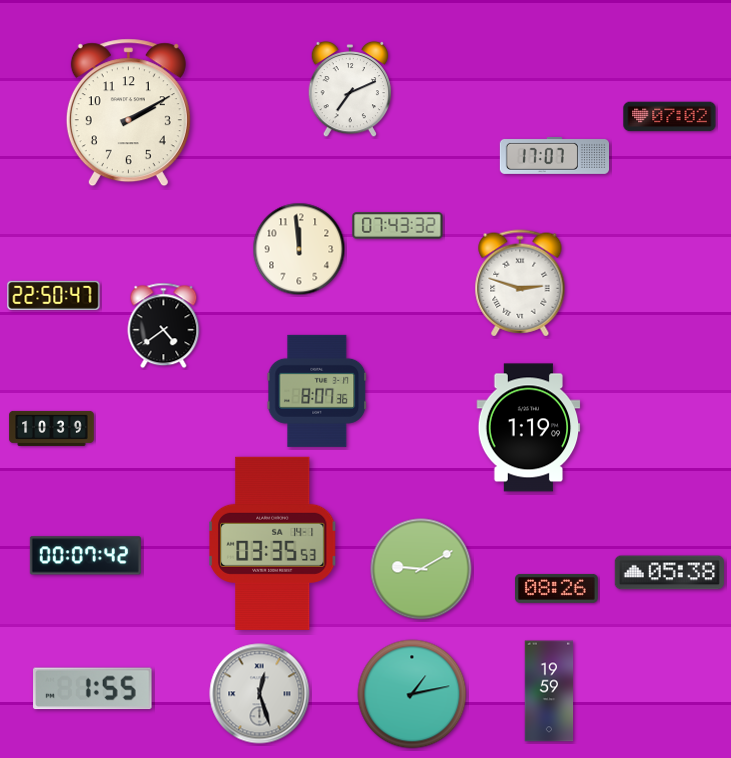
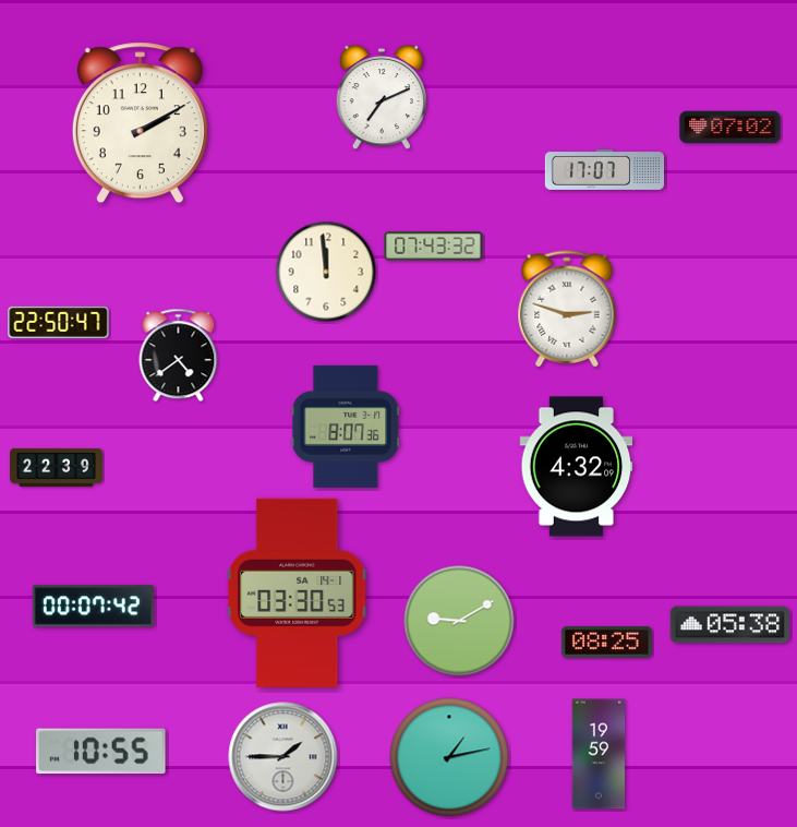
clock at (52, 428): 10:39 -> 22:39
clock at (529, 428): 1:19 -> 4:32
clock at (273, 543): 03:35 -> 03:30
clock at (557, 588): 08:26 -> 08:25
clock at (93, 689): 1:55 -> 10:55
clock at (260, 694): 12:27 -> 1:45
